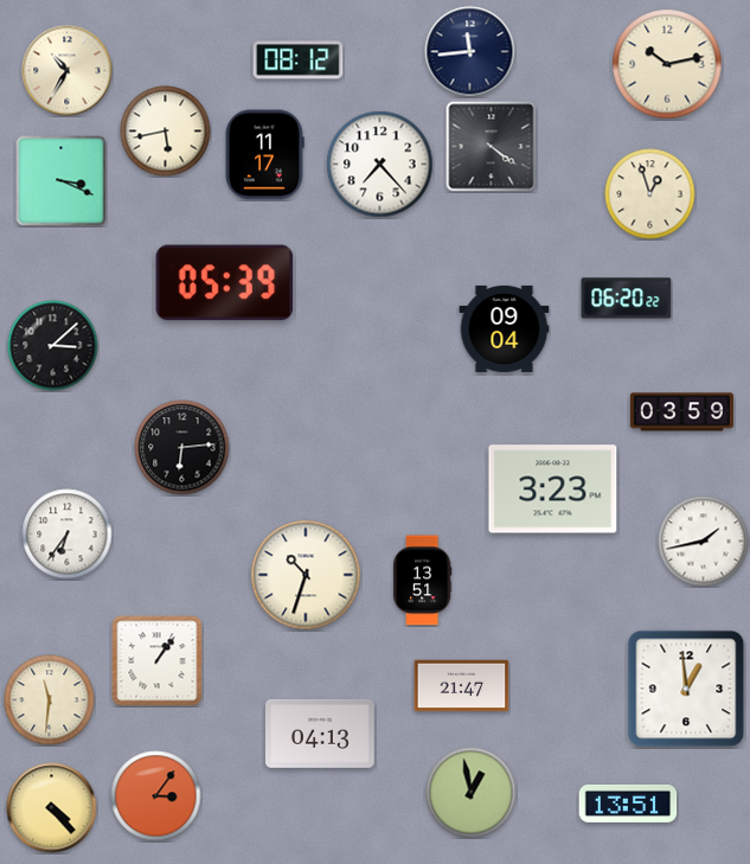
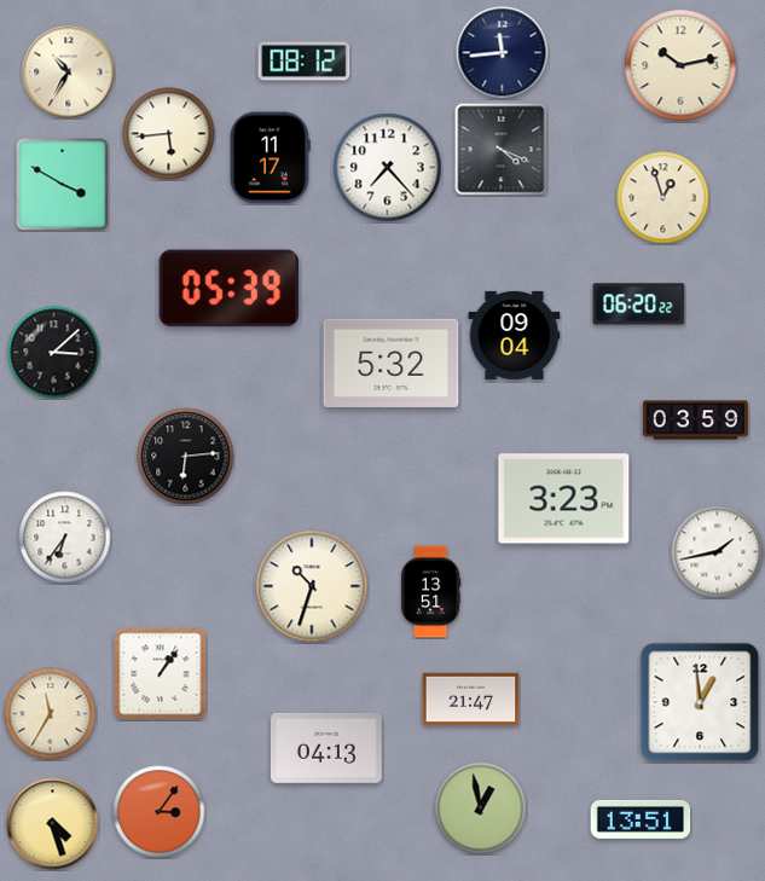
clock at (470, 52) position: (470, 52) -> (503, 53)
clock at (166, 132): 5:43 -> 5:44
clock at (492, 147): 4:21 -> 4:19
clock at (62, 181): 3:19 -> 3:50
clock at (392, 363): none -> 5:32
clock at (68, 535) position: (68, 535) -> (65, 538)
clock at (50, 700): 11:31 -> 11:35
clock at (52, 808): 4:23 -> 4:27
